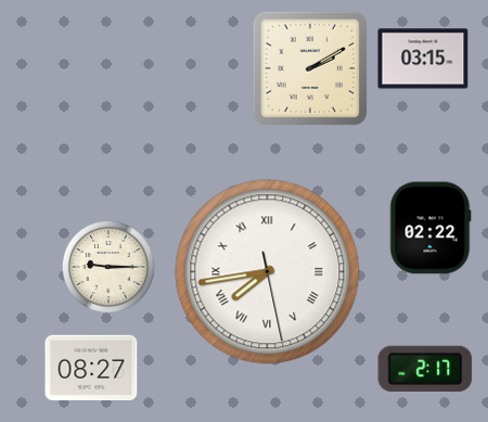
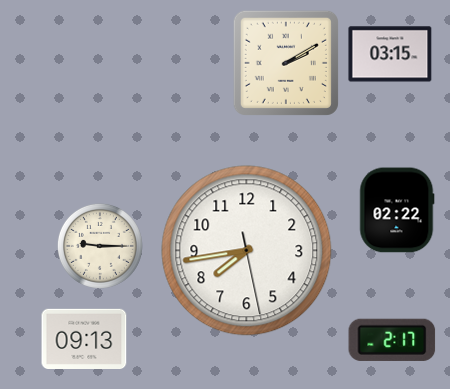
clock at (268, 272) numerals: Roman -> Arabic
clock at (91, 367): 08:27 -> 09:13
